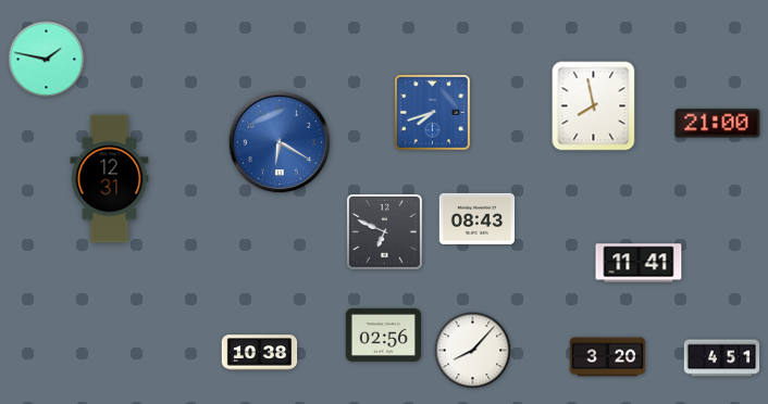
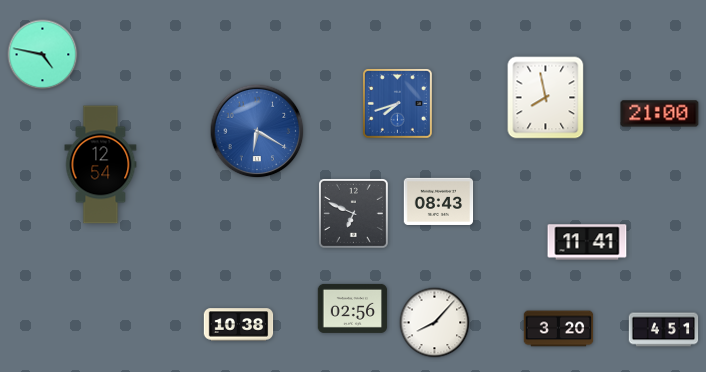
clock at (47, 60): 1:47 -> 4:47
clock at (110, 179): 12:31 -> 12:54
